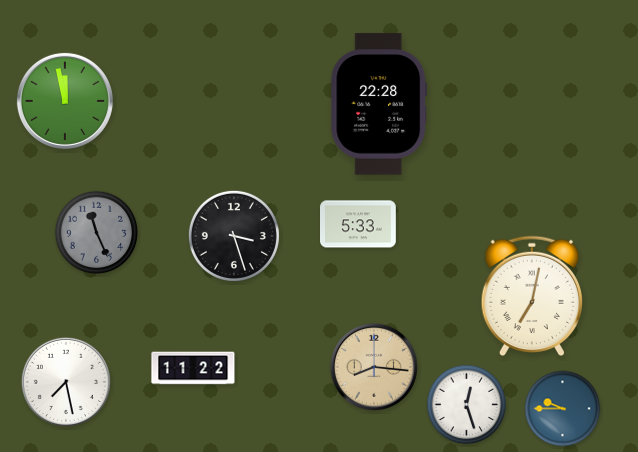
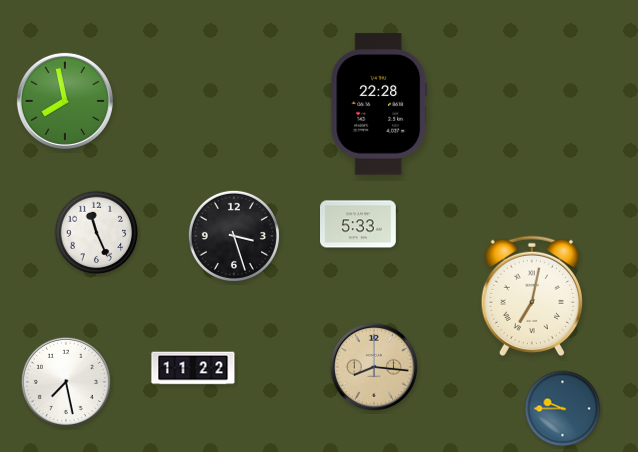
clock at (65, 101): 11:58 -> 7:58
clock at (97, 233) dial: grey -> white
clock at (467, 405): 12:27 -> none
